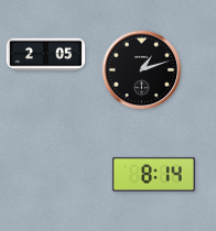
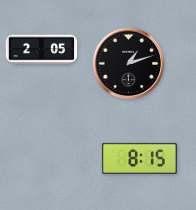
clock at (153, 174): 8:14 -> 8:15
